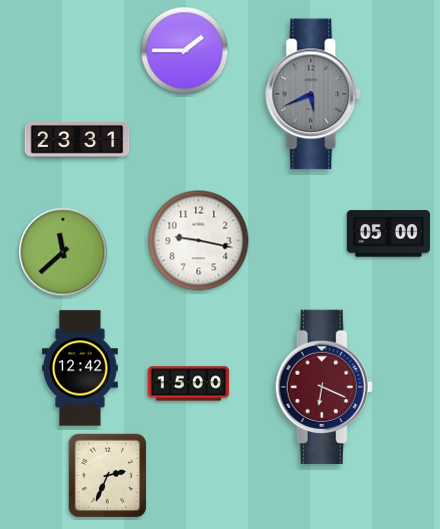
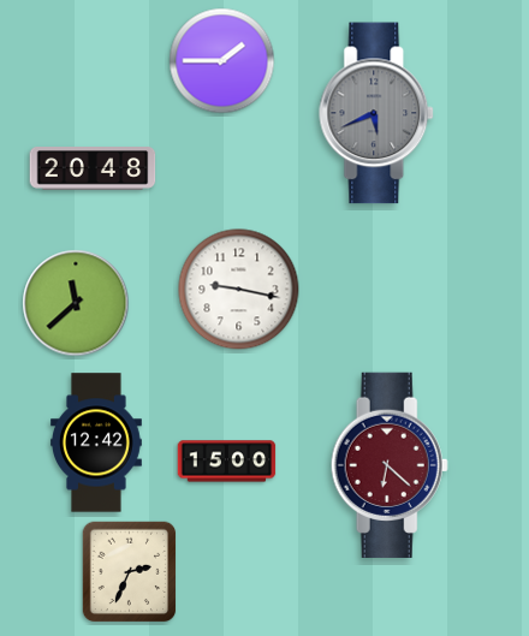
clock at (77, 141): 23:31 -> 20:48
clock at (388, 234): 05:00 -> none
clock at (324, 387): 6:19 -> 6:22
